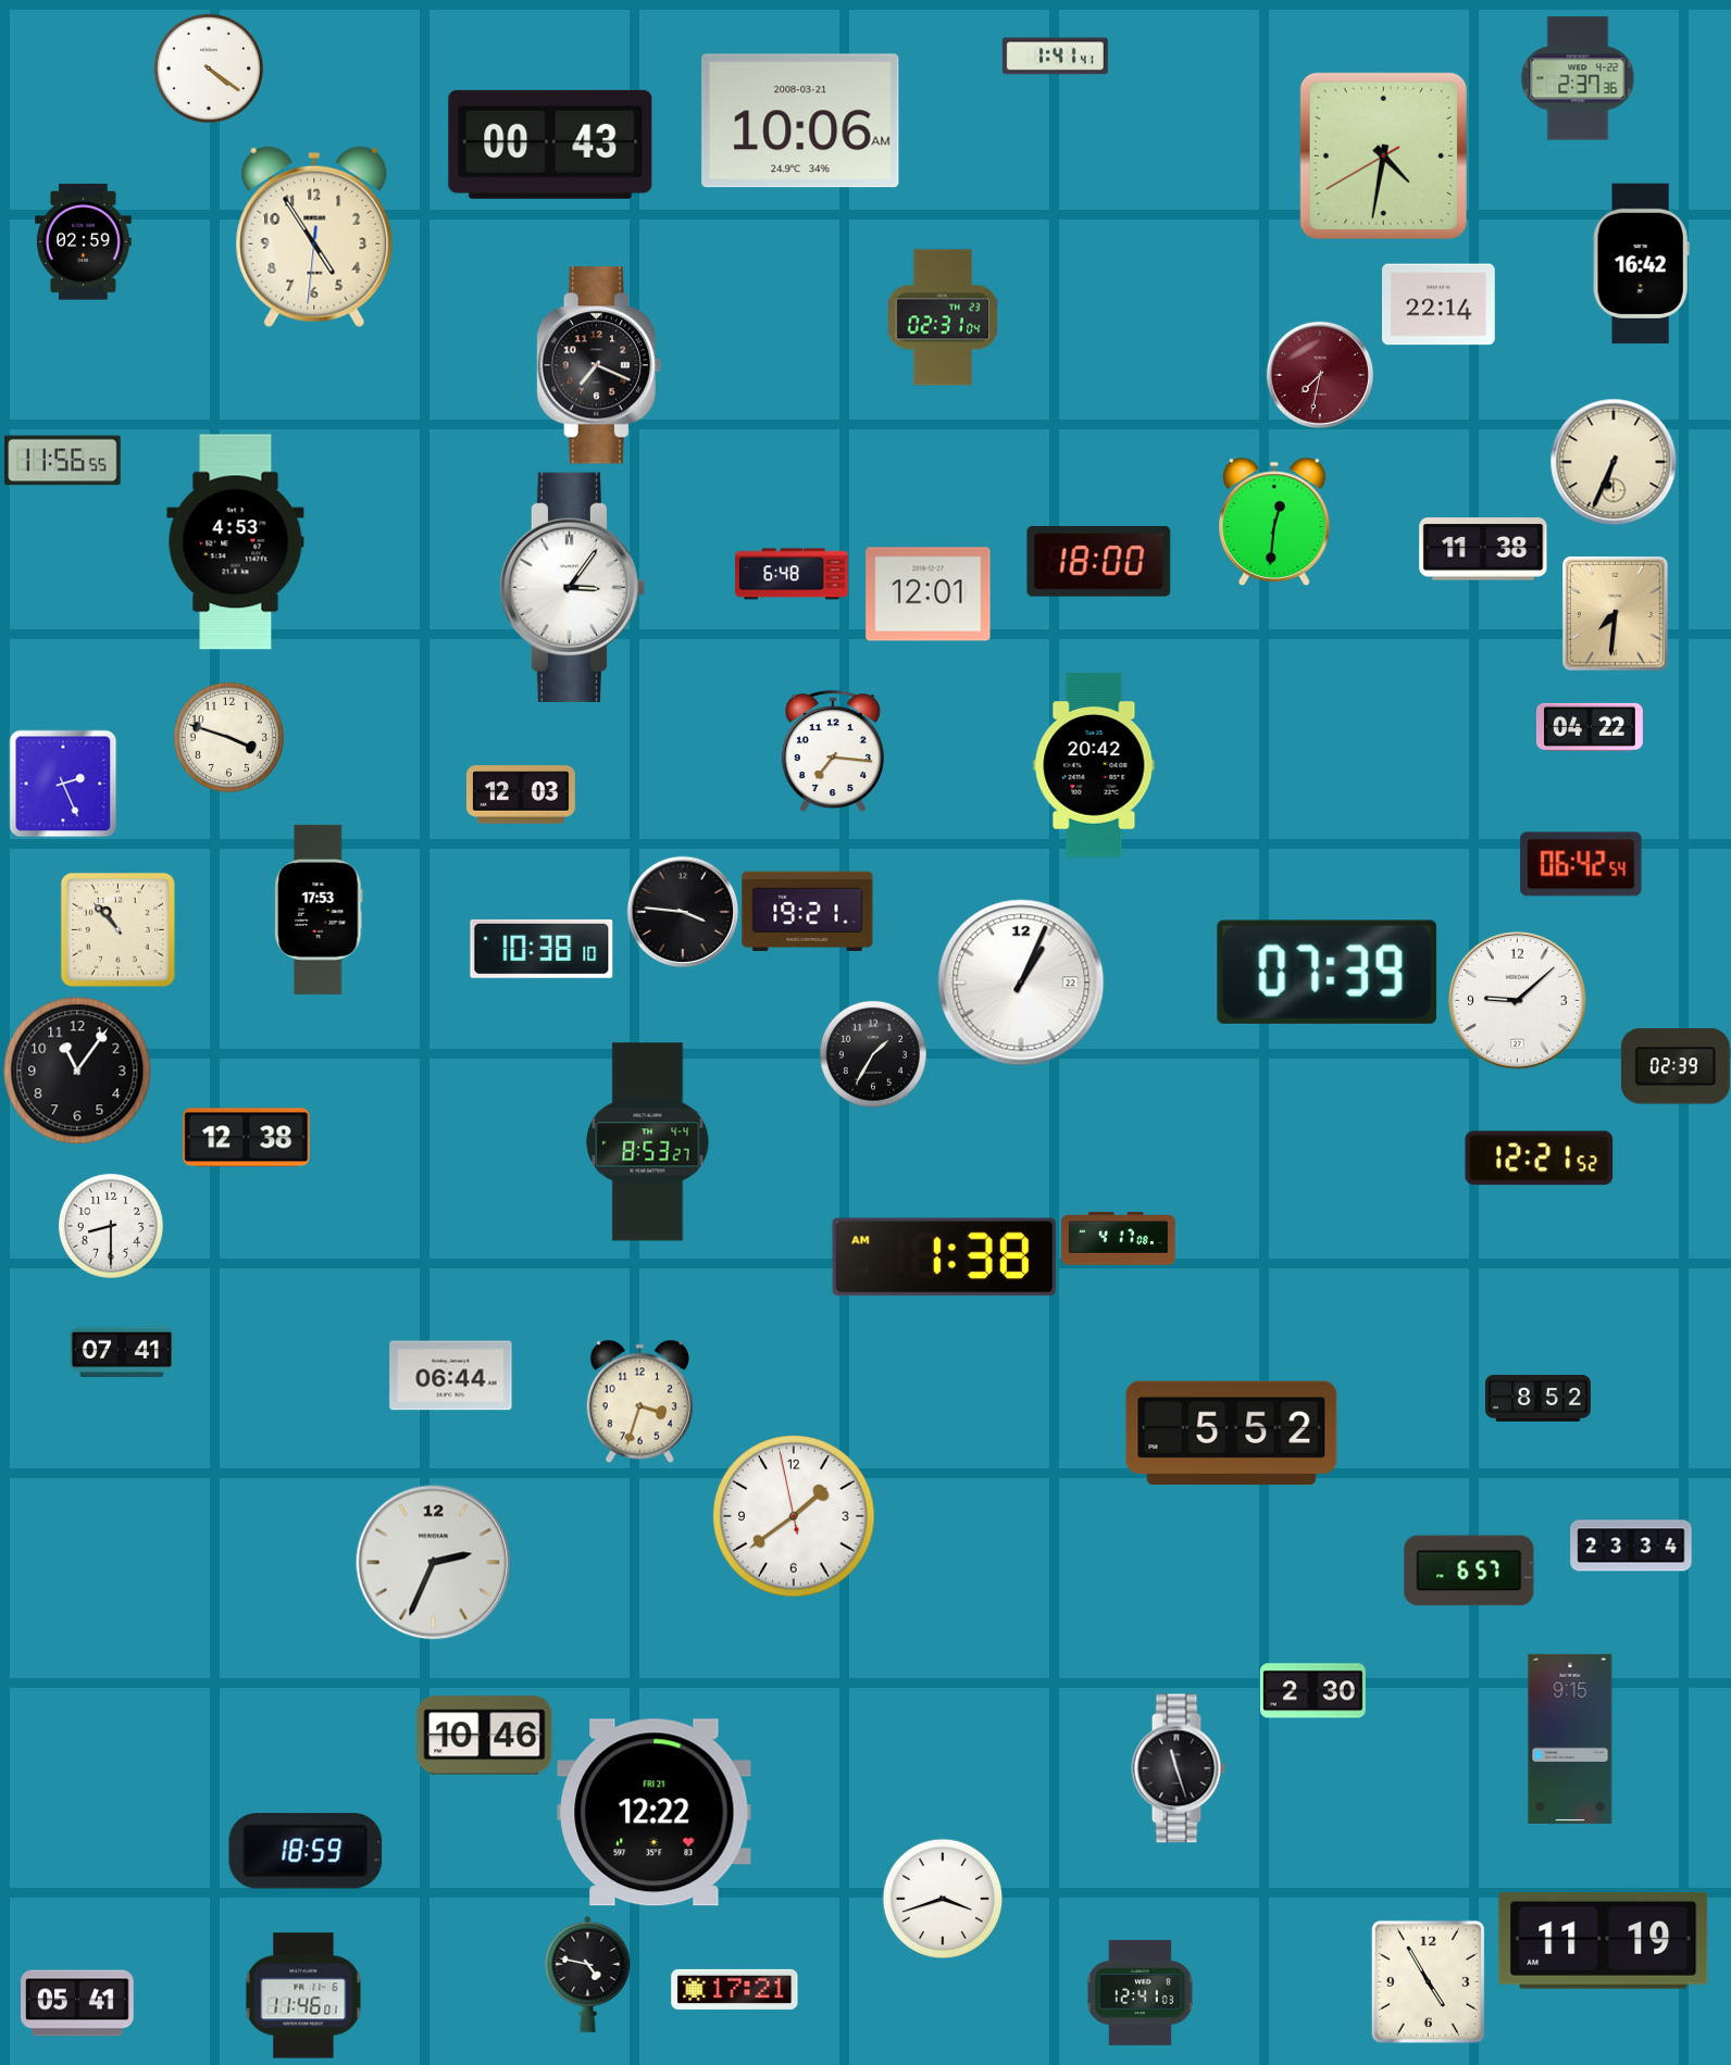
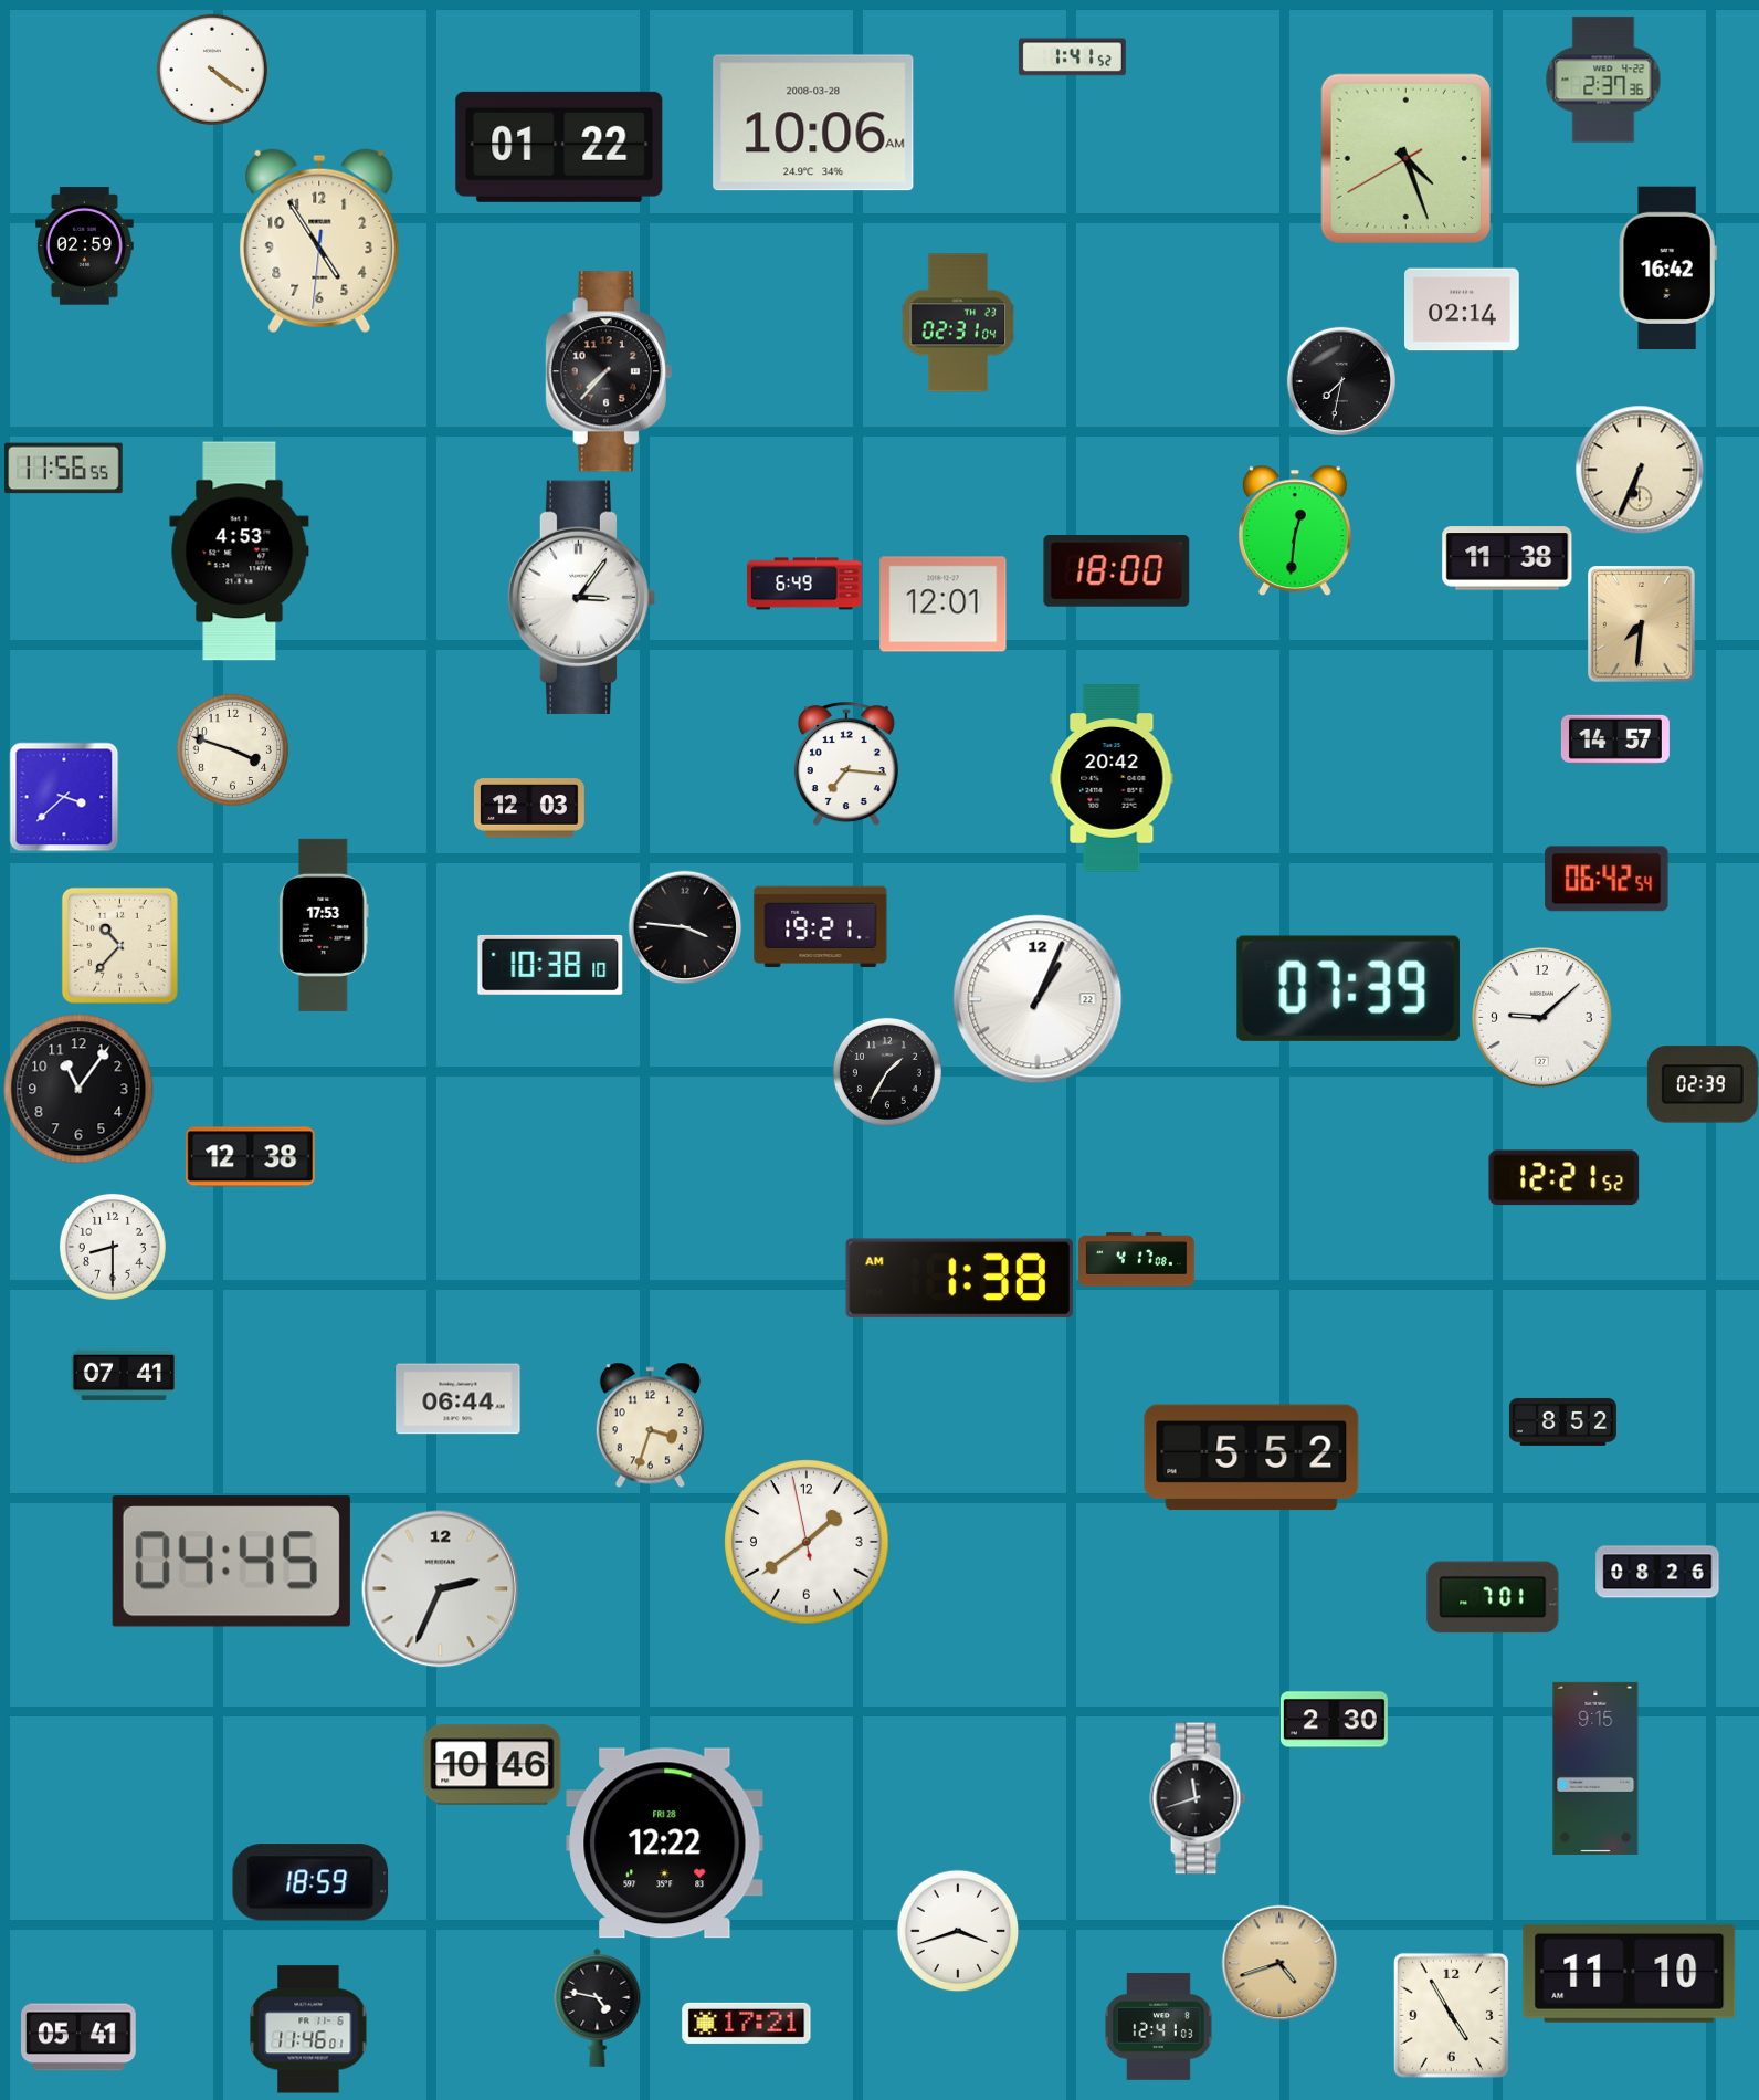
clock at (1055, 57): 1:41:41 -> 1:41:52
clock at (800, 121) date: 2008-03-21 -> 2008-03-28
clock at (550, 145): 00:43 -> 01:22
clock at (1383, 155): 4:31 -> 4:26
clock at (1440, 304): 22:14 -> 02:14
clock at (599, 365): 7:19 -> 7:37
clock at (1319, 374) dial: burgundy -> black
clock at (792, 574): 6:48 -> 6:49
clock at (1590, 727): 04:22 -> 14:57
clock at (63, 784): 2:26 -> 3:38
clock at (683, 912) position: (683, 912) -> (685, 927)
clock at (117, 929): 10:53 -> 10:37
clock at (648, 1142): 8:53 -> none
clock at (231, 1562): none -> 04:45
clock at (1631, 1545): 23:34 -> 08:26
clock at (1469, 1570): 6:57 -> 7:01
clock at (1179, 1768): 11:27 -> 11:42
clock at (655, 1813) date: FRI 21 -> FRI 28
clock at (1279, 1963): none -> 4:42
clock at (1604, 1940): 11:19 -> 11:10
